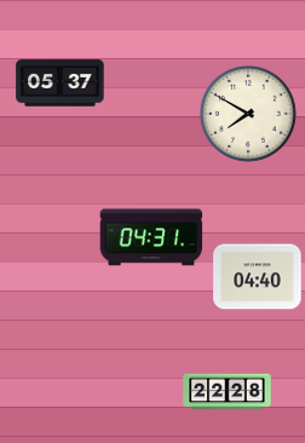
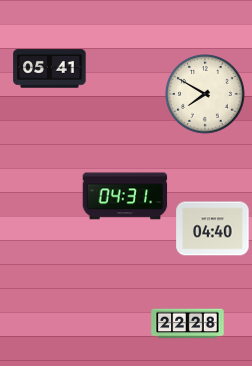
clock at (61, 84): 05:37 -> 05:41
